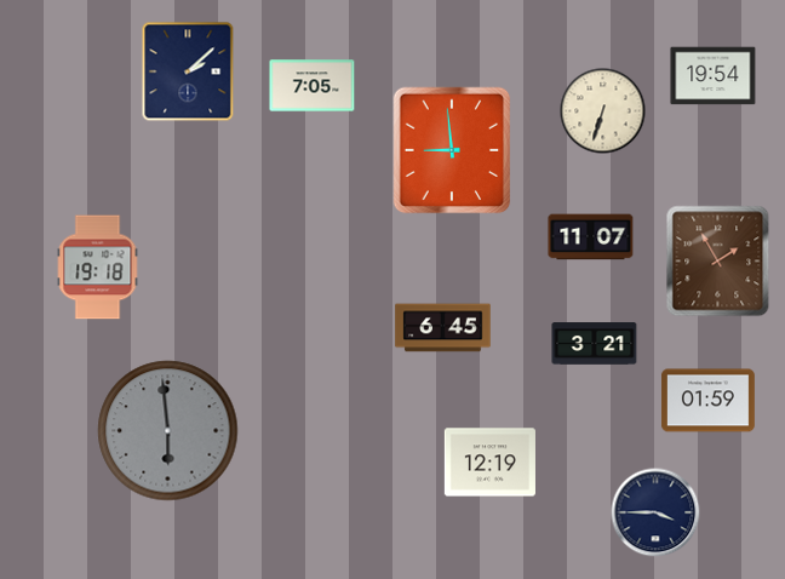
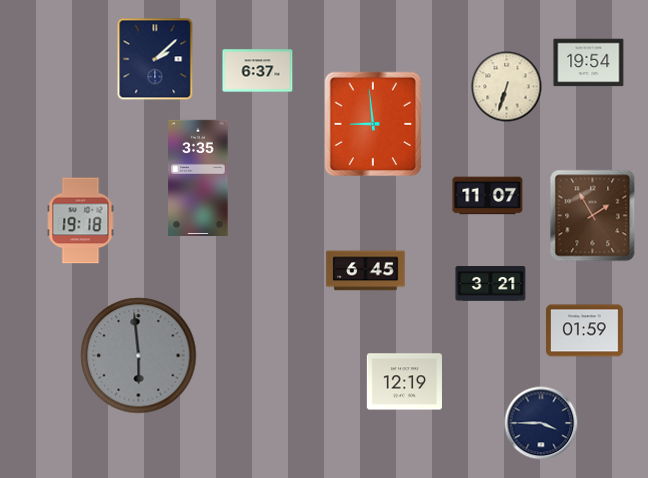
clock at (313, 86): 7:05 -> 6:37
clock at (603, 111) position: (603, 111) -> (507, 87)
clock at (198, 177): none -> 3:35
